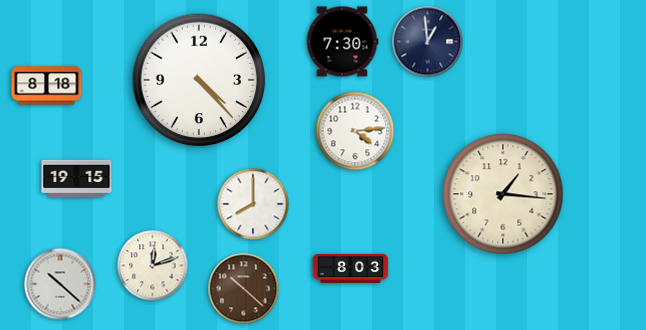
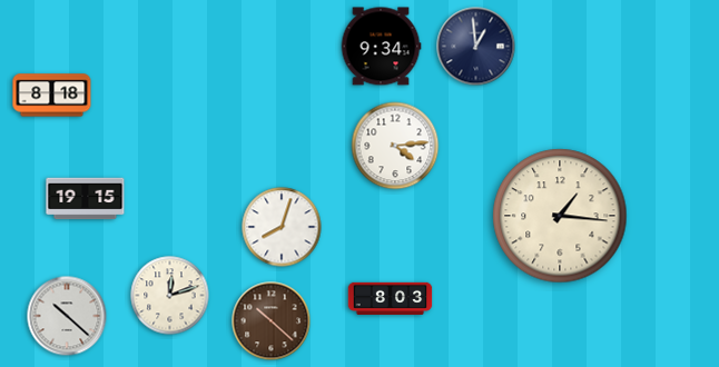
clock at (342, 42): 7:30 -> 9:34
clock at (199, 80): 4:23 -> none
clock at (253, 204): 8:00 -> 8:03
